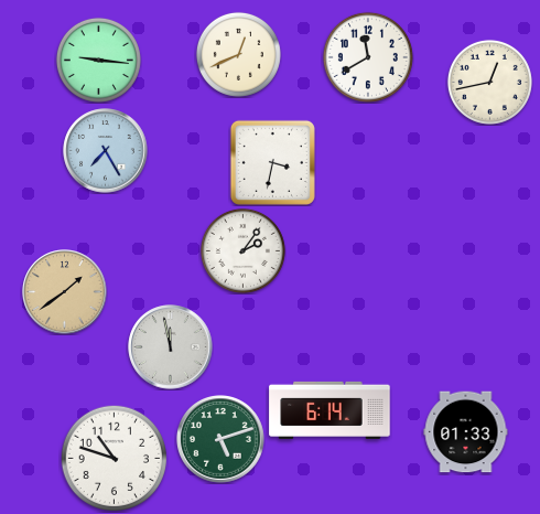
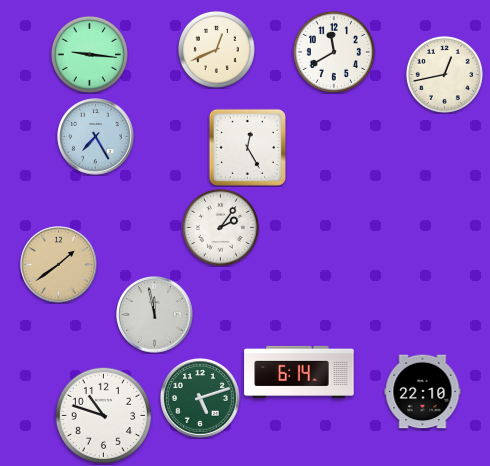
clock at (272, 162): 3:32 -> 12:25
clock at (466, 432): 01:33 -> 22:10
